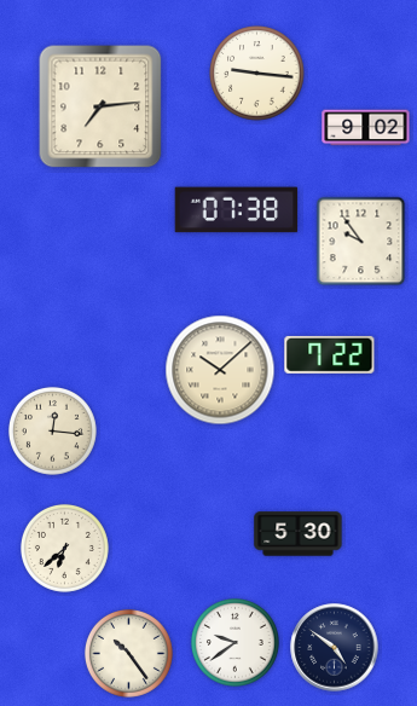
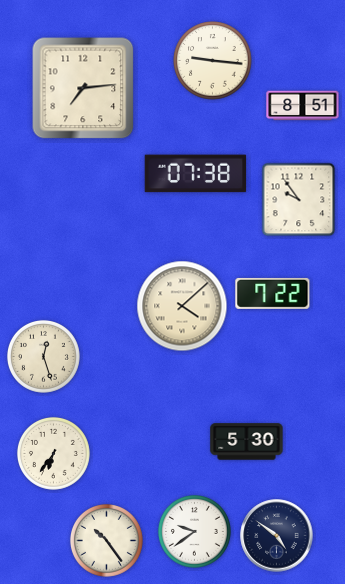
clock at (366, 128): 9:02 -> 8:51
clock at (220, 370): 10:08 -> 4:08
clock at (52, 430): 12:16 -> 12:27
clock at (64, 548): 6:38 -> 6:36
